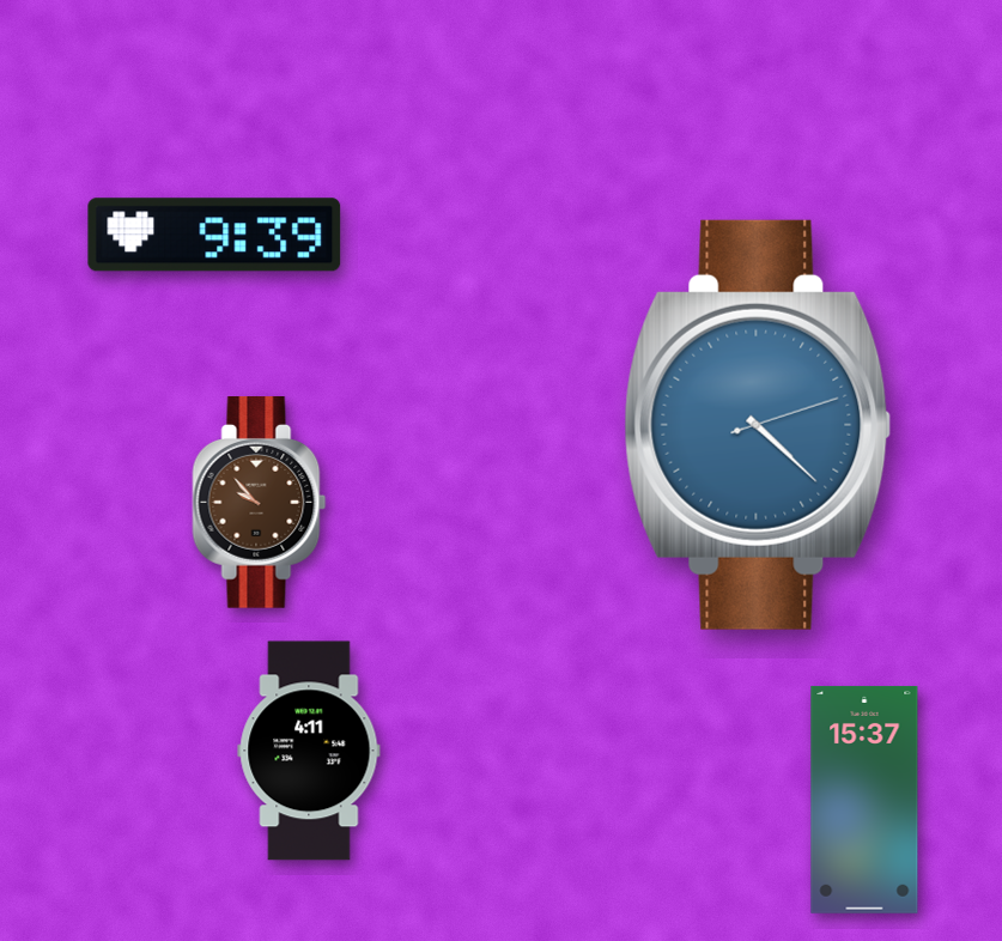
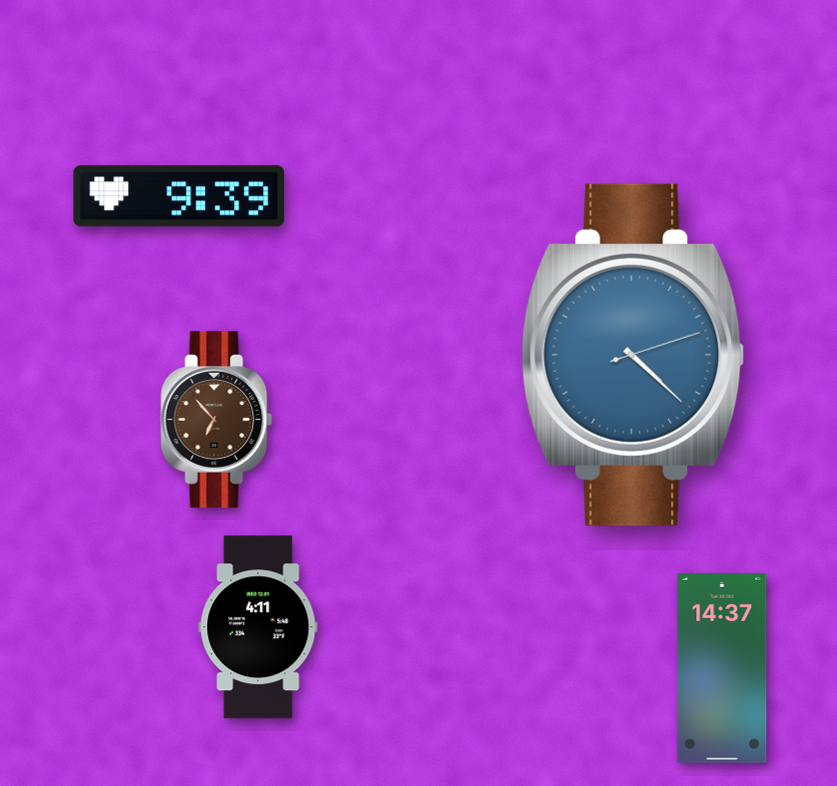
clock at (260, 503): 9:53 -> 6:53
clock at (864, 800): 15:37 -> 14:37
